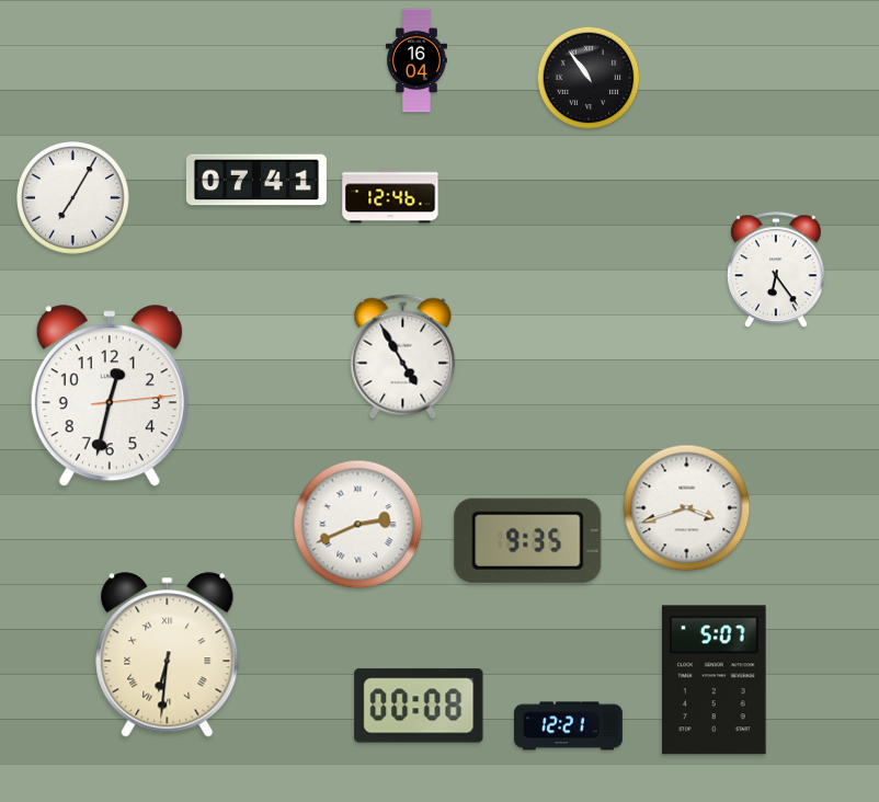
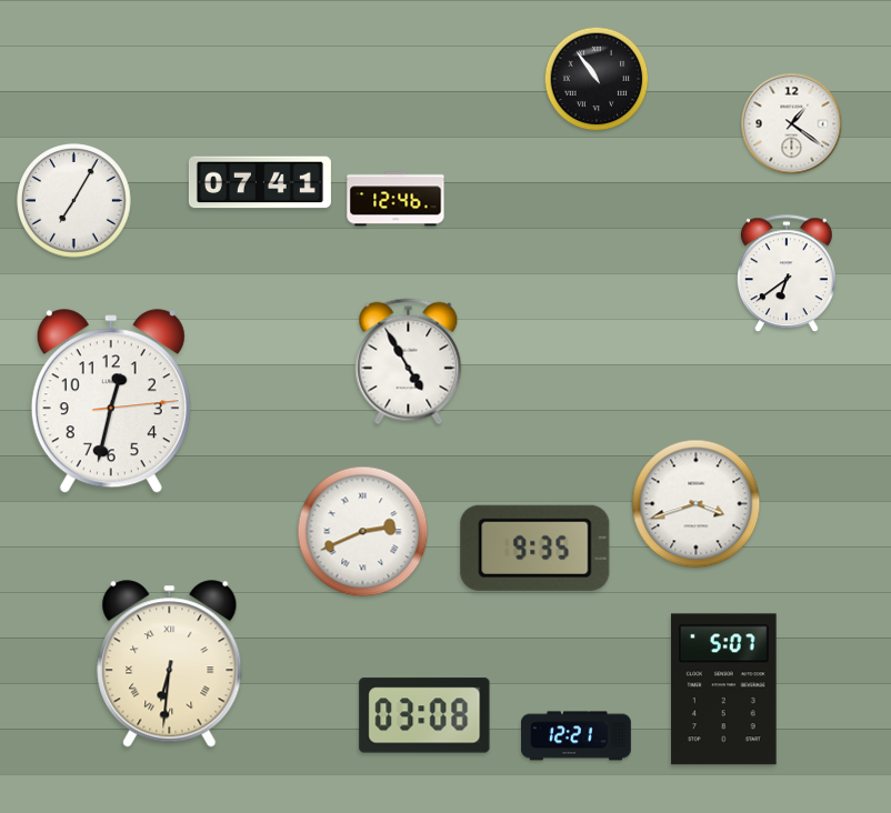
clock at (416, 60): 16:04 -> none
clock at (792, 124): none -> 1:21
clock at (776, 271): 6:24 -> 6:39
clock at (687, 508) position: (687, 508) -> (697, 504)
clock at (419, 706): 00:08 -> 03:08
